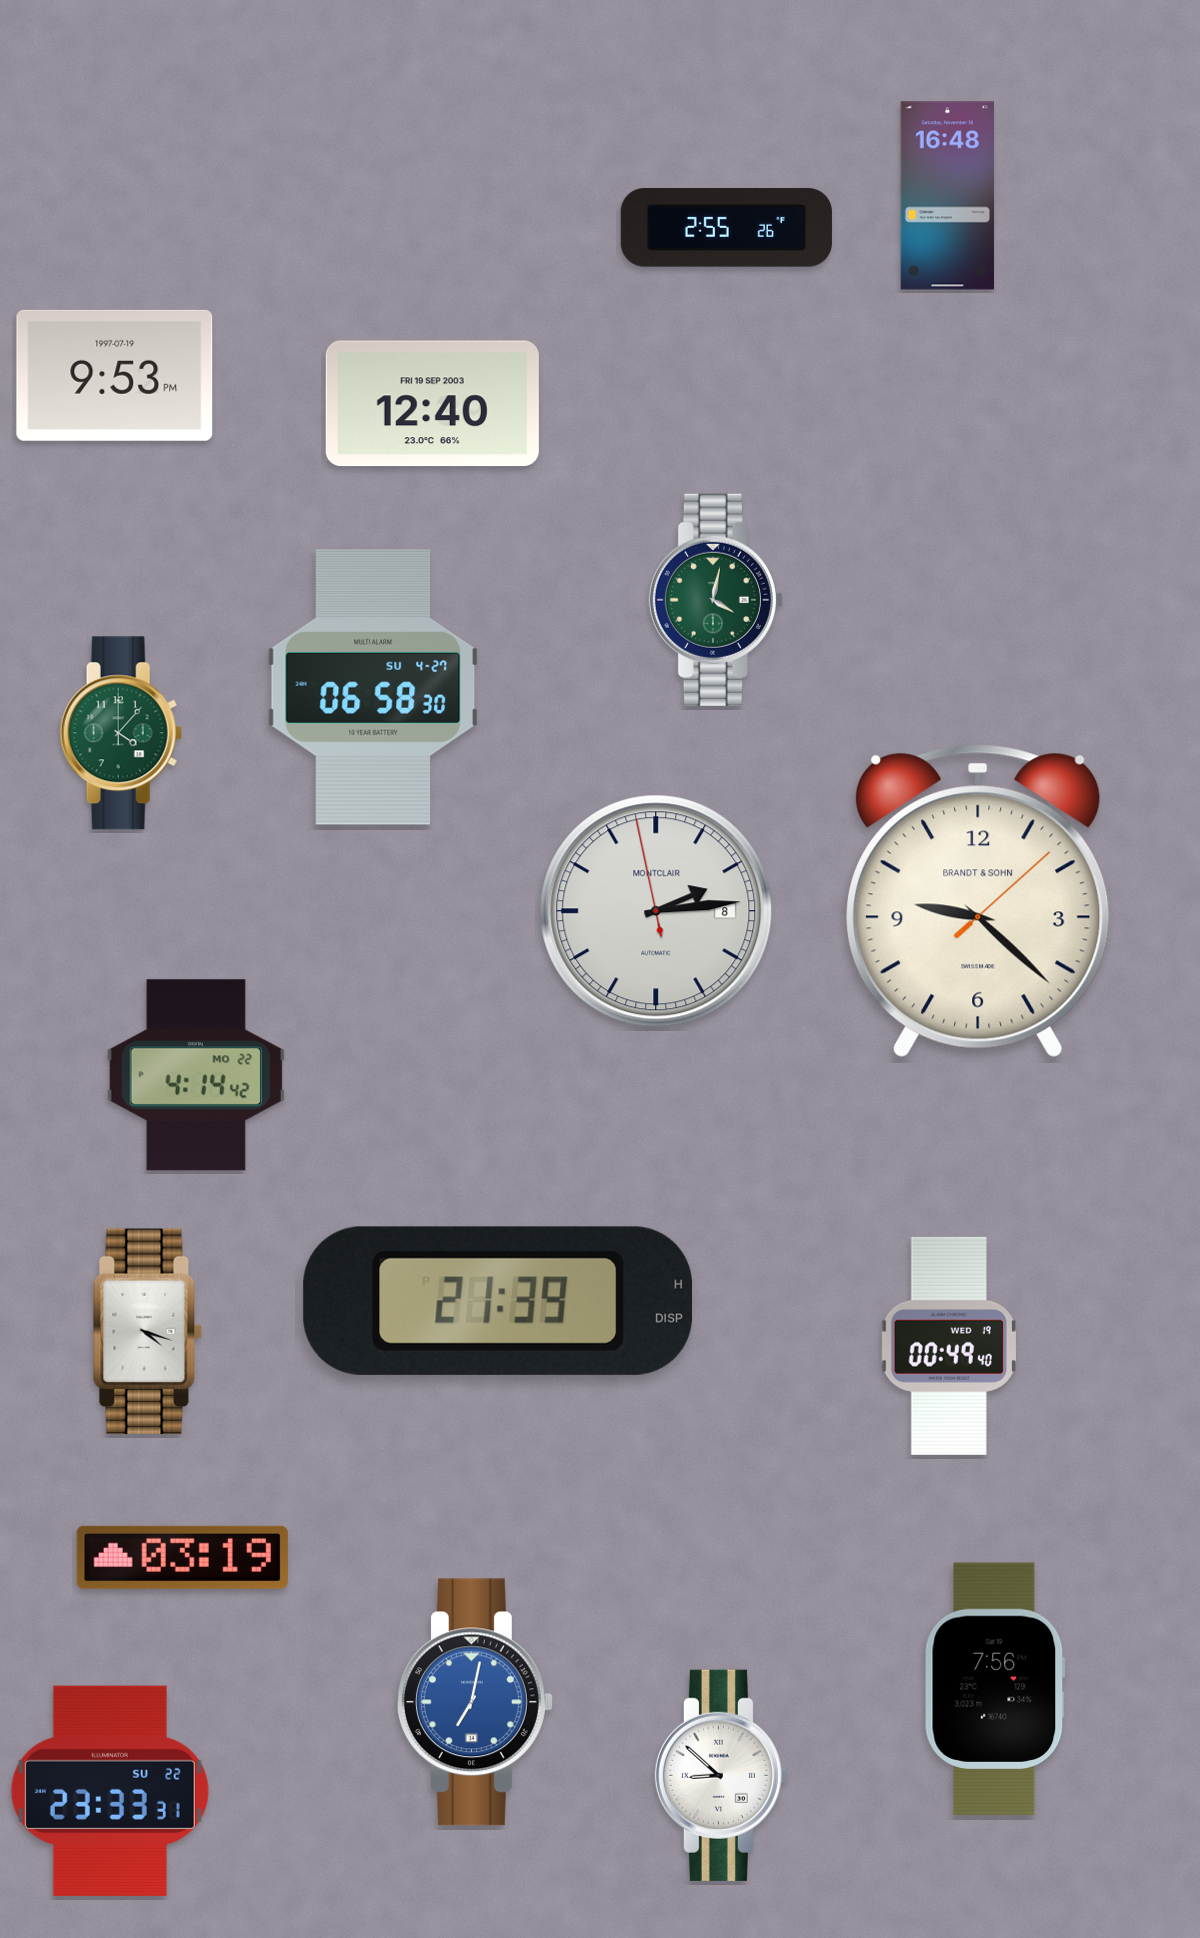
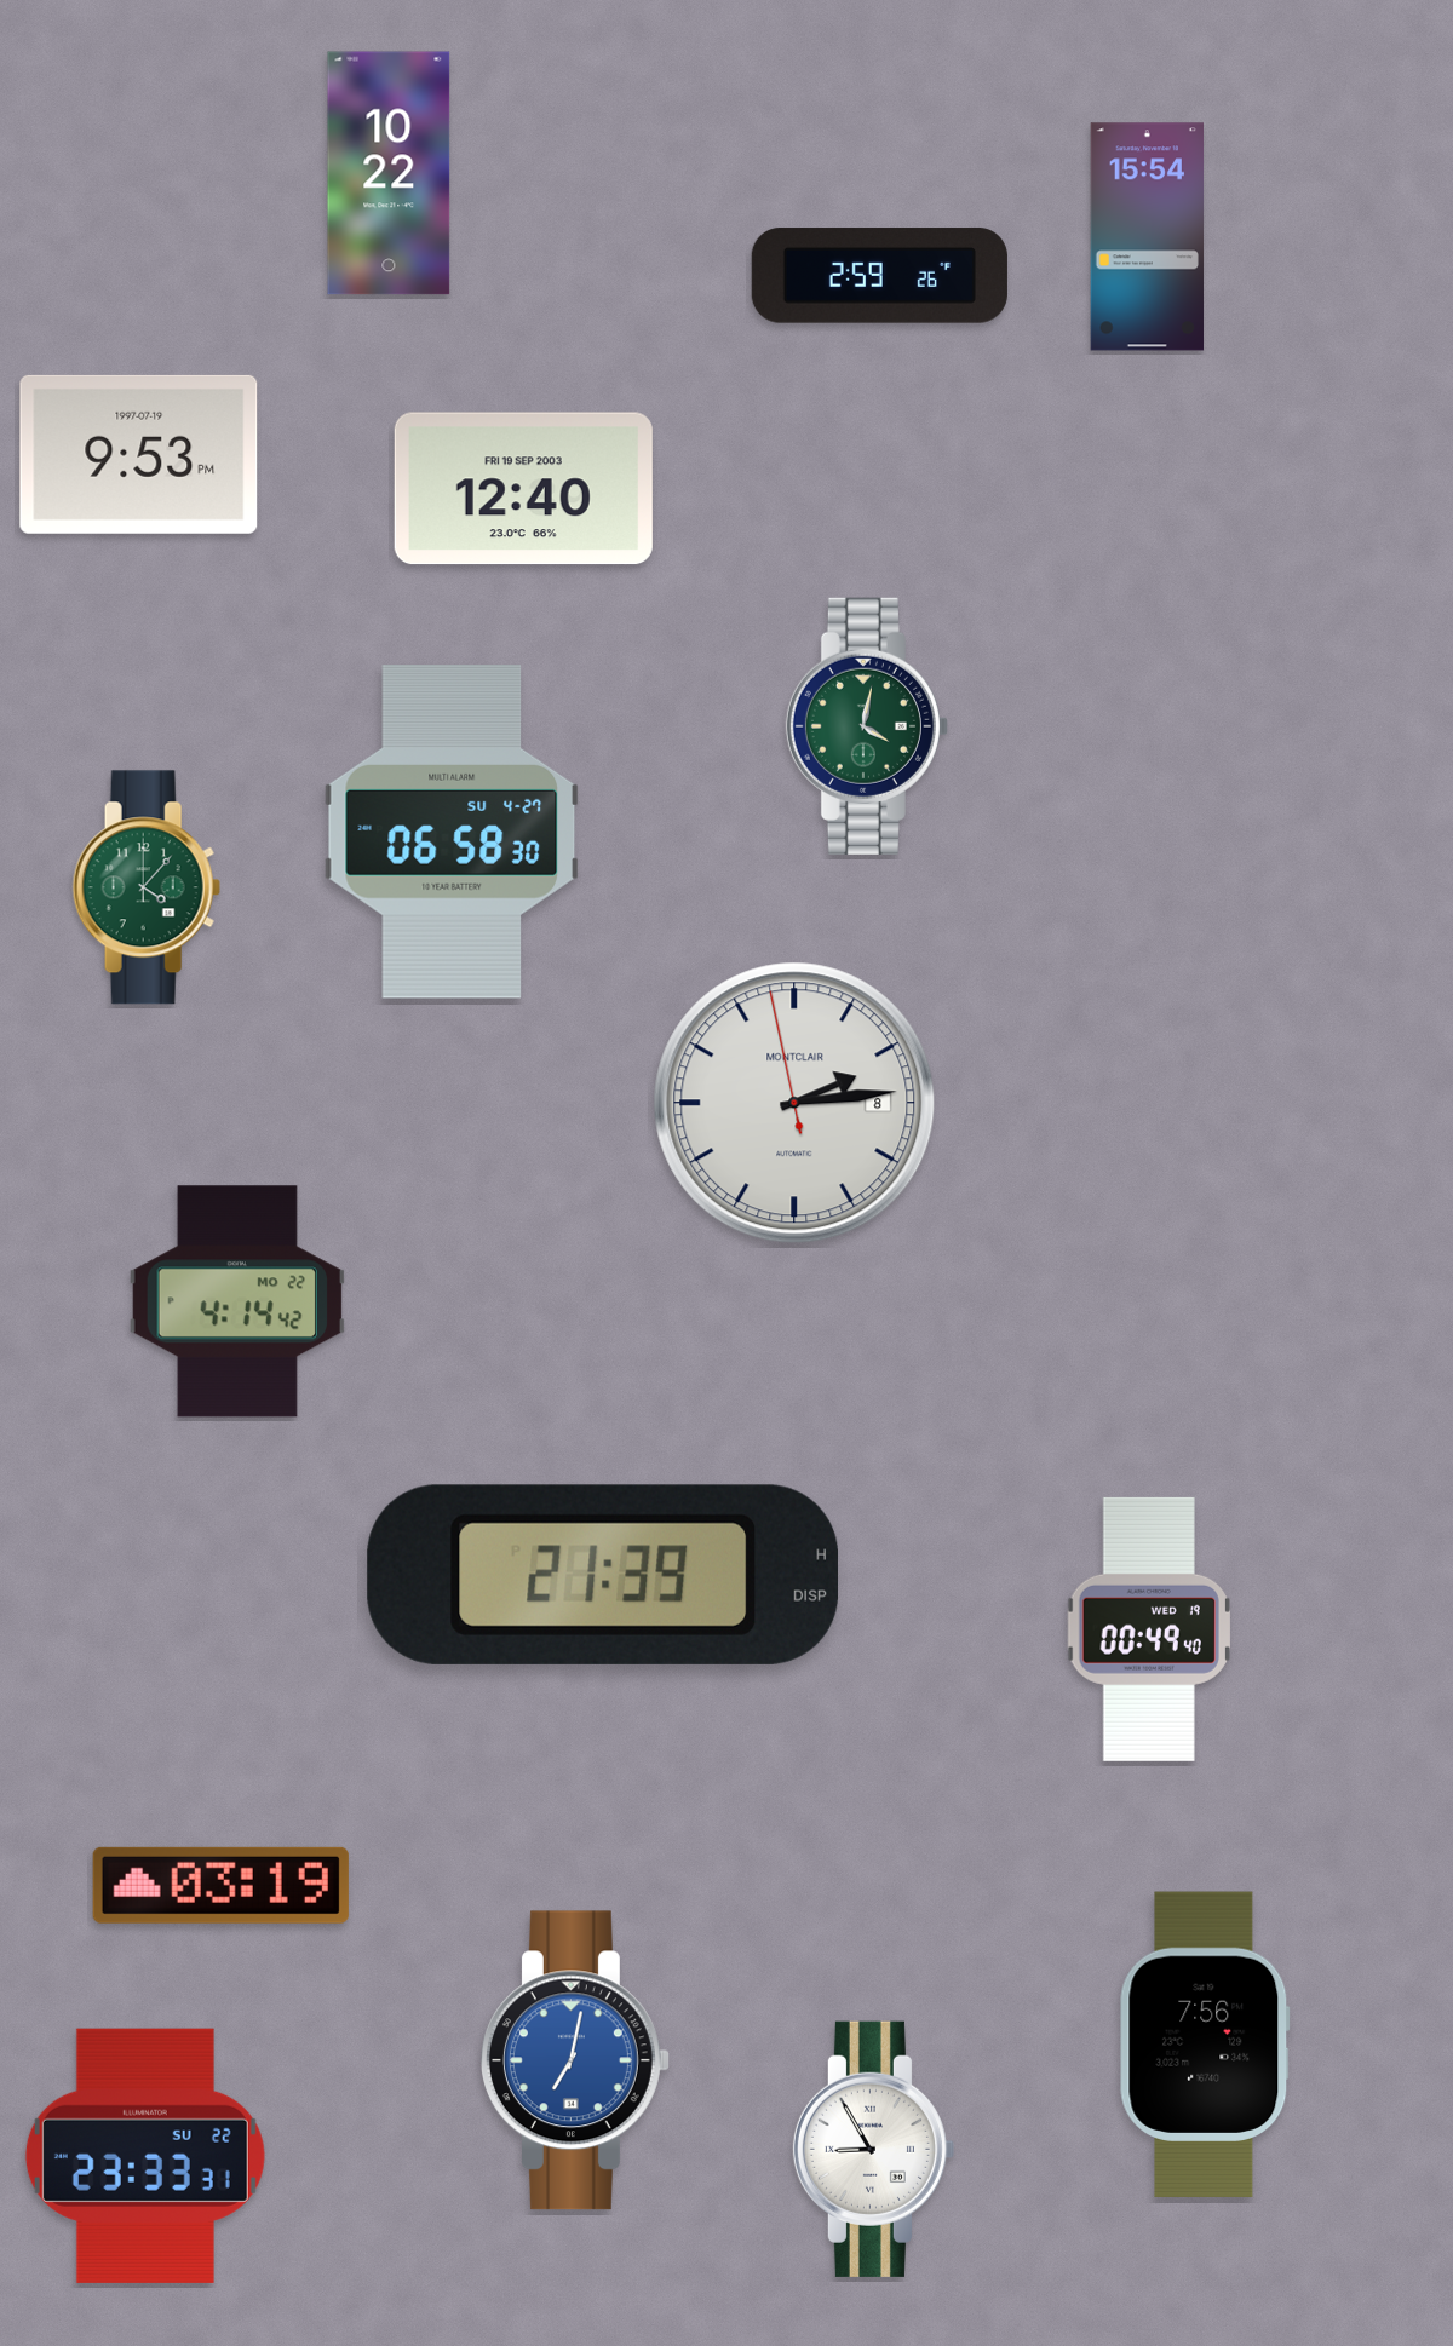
clock at (389, 173): none -> 10:22
clock at (947, 196): 16:48 -> 15:54
clock at (726, 228): 2:55 -> 2:59
clock at (979, 901): 9:22 -> none
clock at (148, 1332): 4:18 -> none
clock at (721, 1775): 8:52 -> 8:55
clock at (110, 1791) position: (110, 1791) -> (145, 2156)
